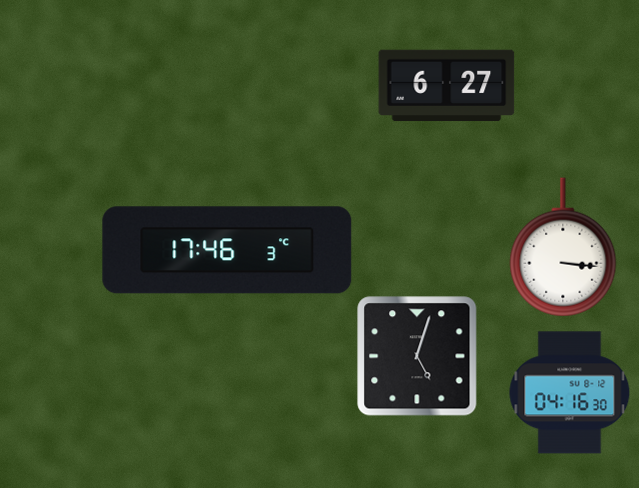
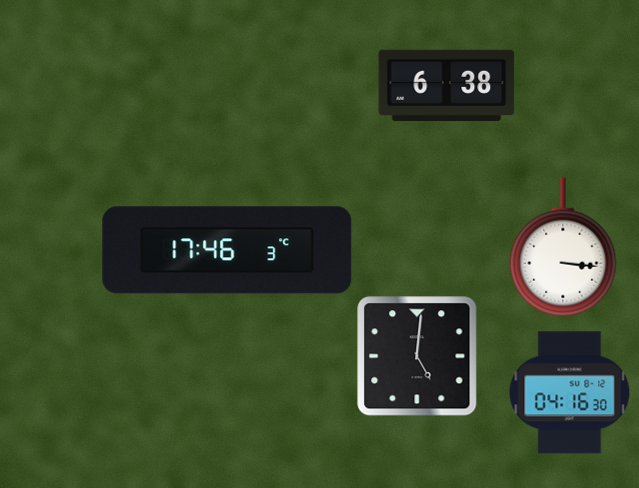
clock at (447, 86): 6:27 -> 6:38
clock at (417, 356): 5:03 -> 5:01
